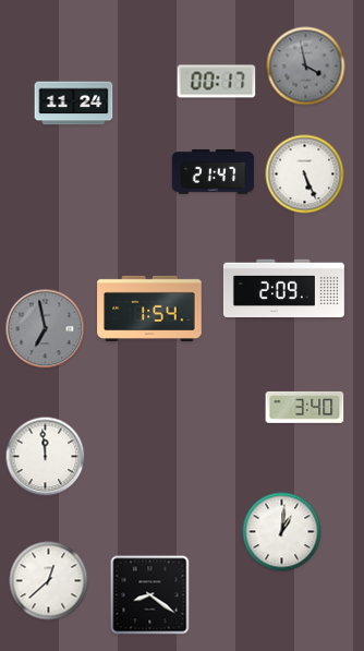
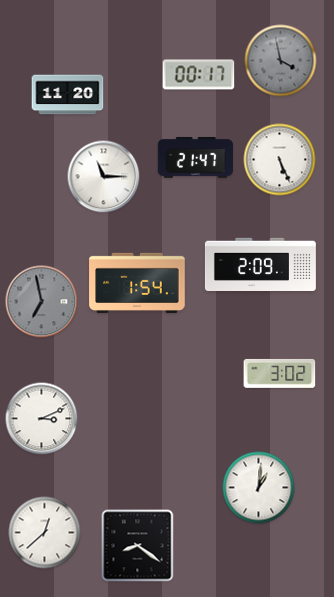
clock at (74, 104): 11:24 -> 11:20
clock at (104, 177): none -> 11:15
clock at (305, 407): 3:40 -> 3:02
clock at (46, 457): 11:59 -> 3:11
